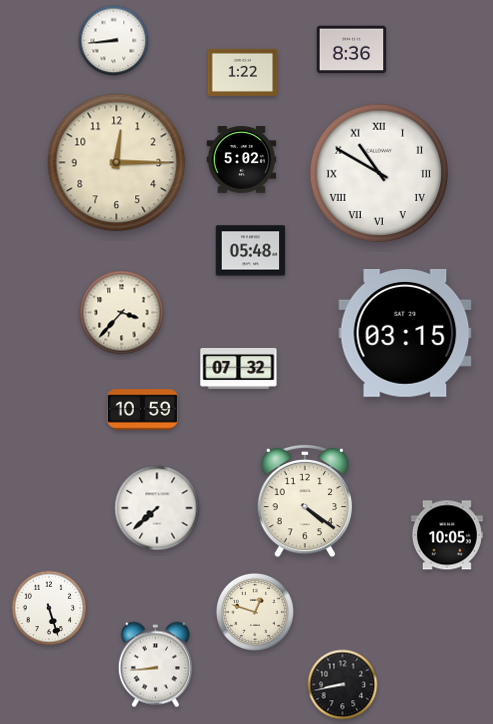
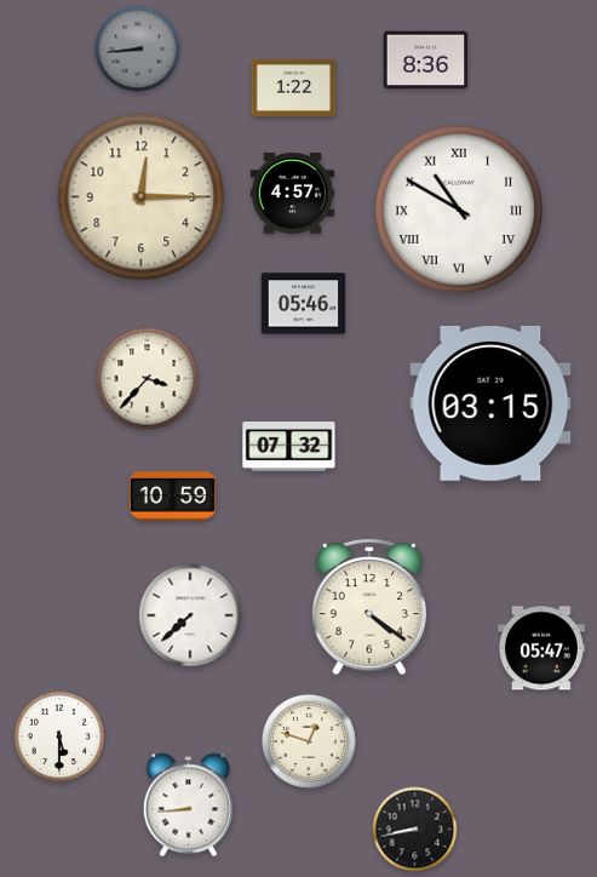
clock at (114, 41) dial: white -> grey
clock at (242, 160): 5:02 -> 4:57
clock at (251, 251): 05:48 -> 05:46
clock at (447, 535): 10:05 -> 05:47
clock at (49, 608): 5:27 -> 5:30
